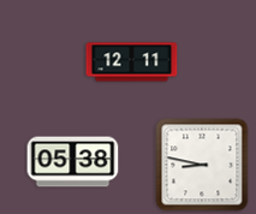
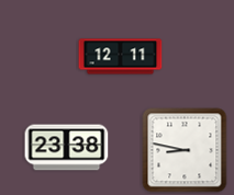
clock at (73, 162): 05:38 -> 23:38
